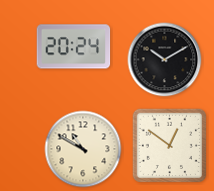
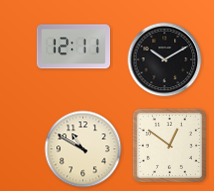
clock at (74, 47): 20:24 -> 12:11
